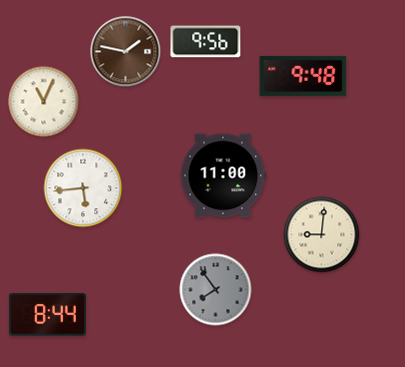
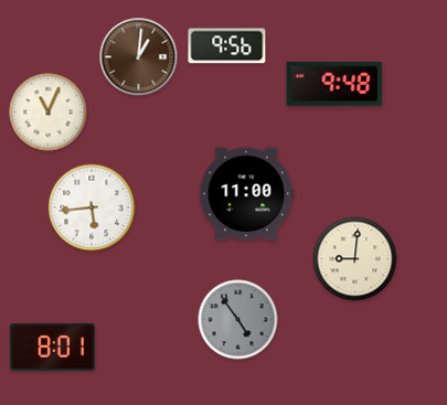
clock at (126, 52): 1:47 -> 1:01
clock at (216, 290): 7:54 -> 4:54
clock at (47, 315): 8:44 -> 8:01
